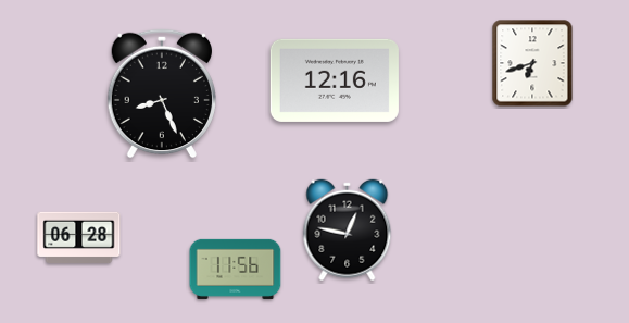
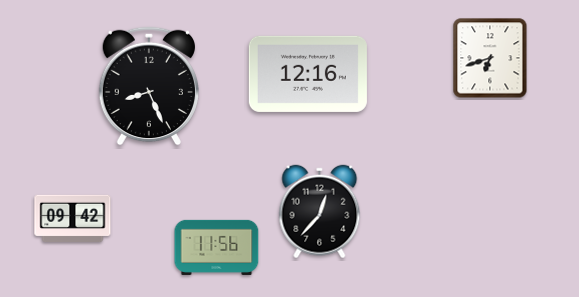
clock at (348, 231): 12:47 -> 12:37
clock at (79, 237): 06:28 -> 09:42
